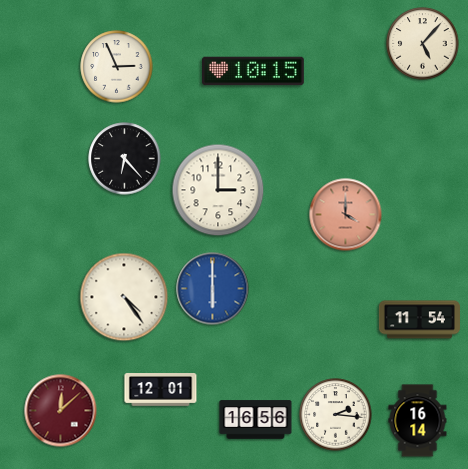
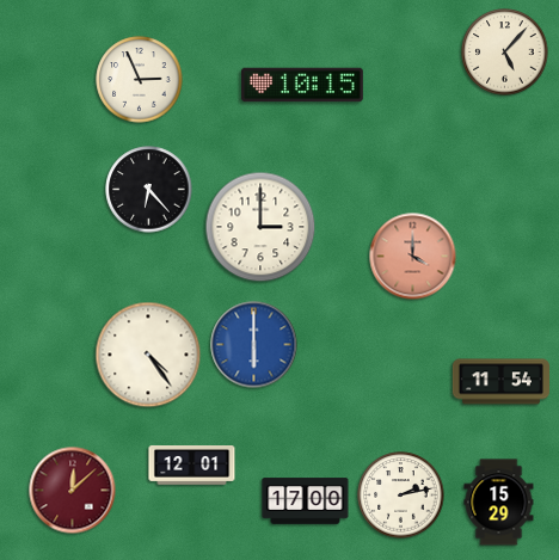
clock at (336, 415): 2:16 -> 2:13
clock at (256, 420): 16:56 -> 17:00
clock at (418, 421): 16:14 -> 15:29
